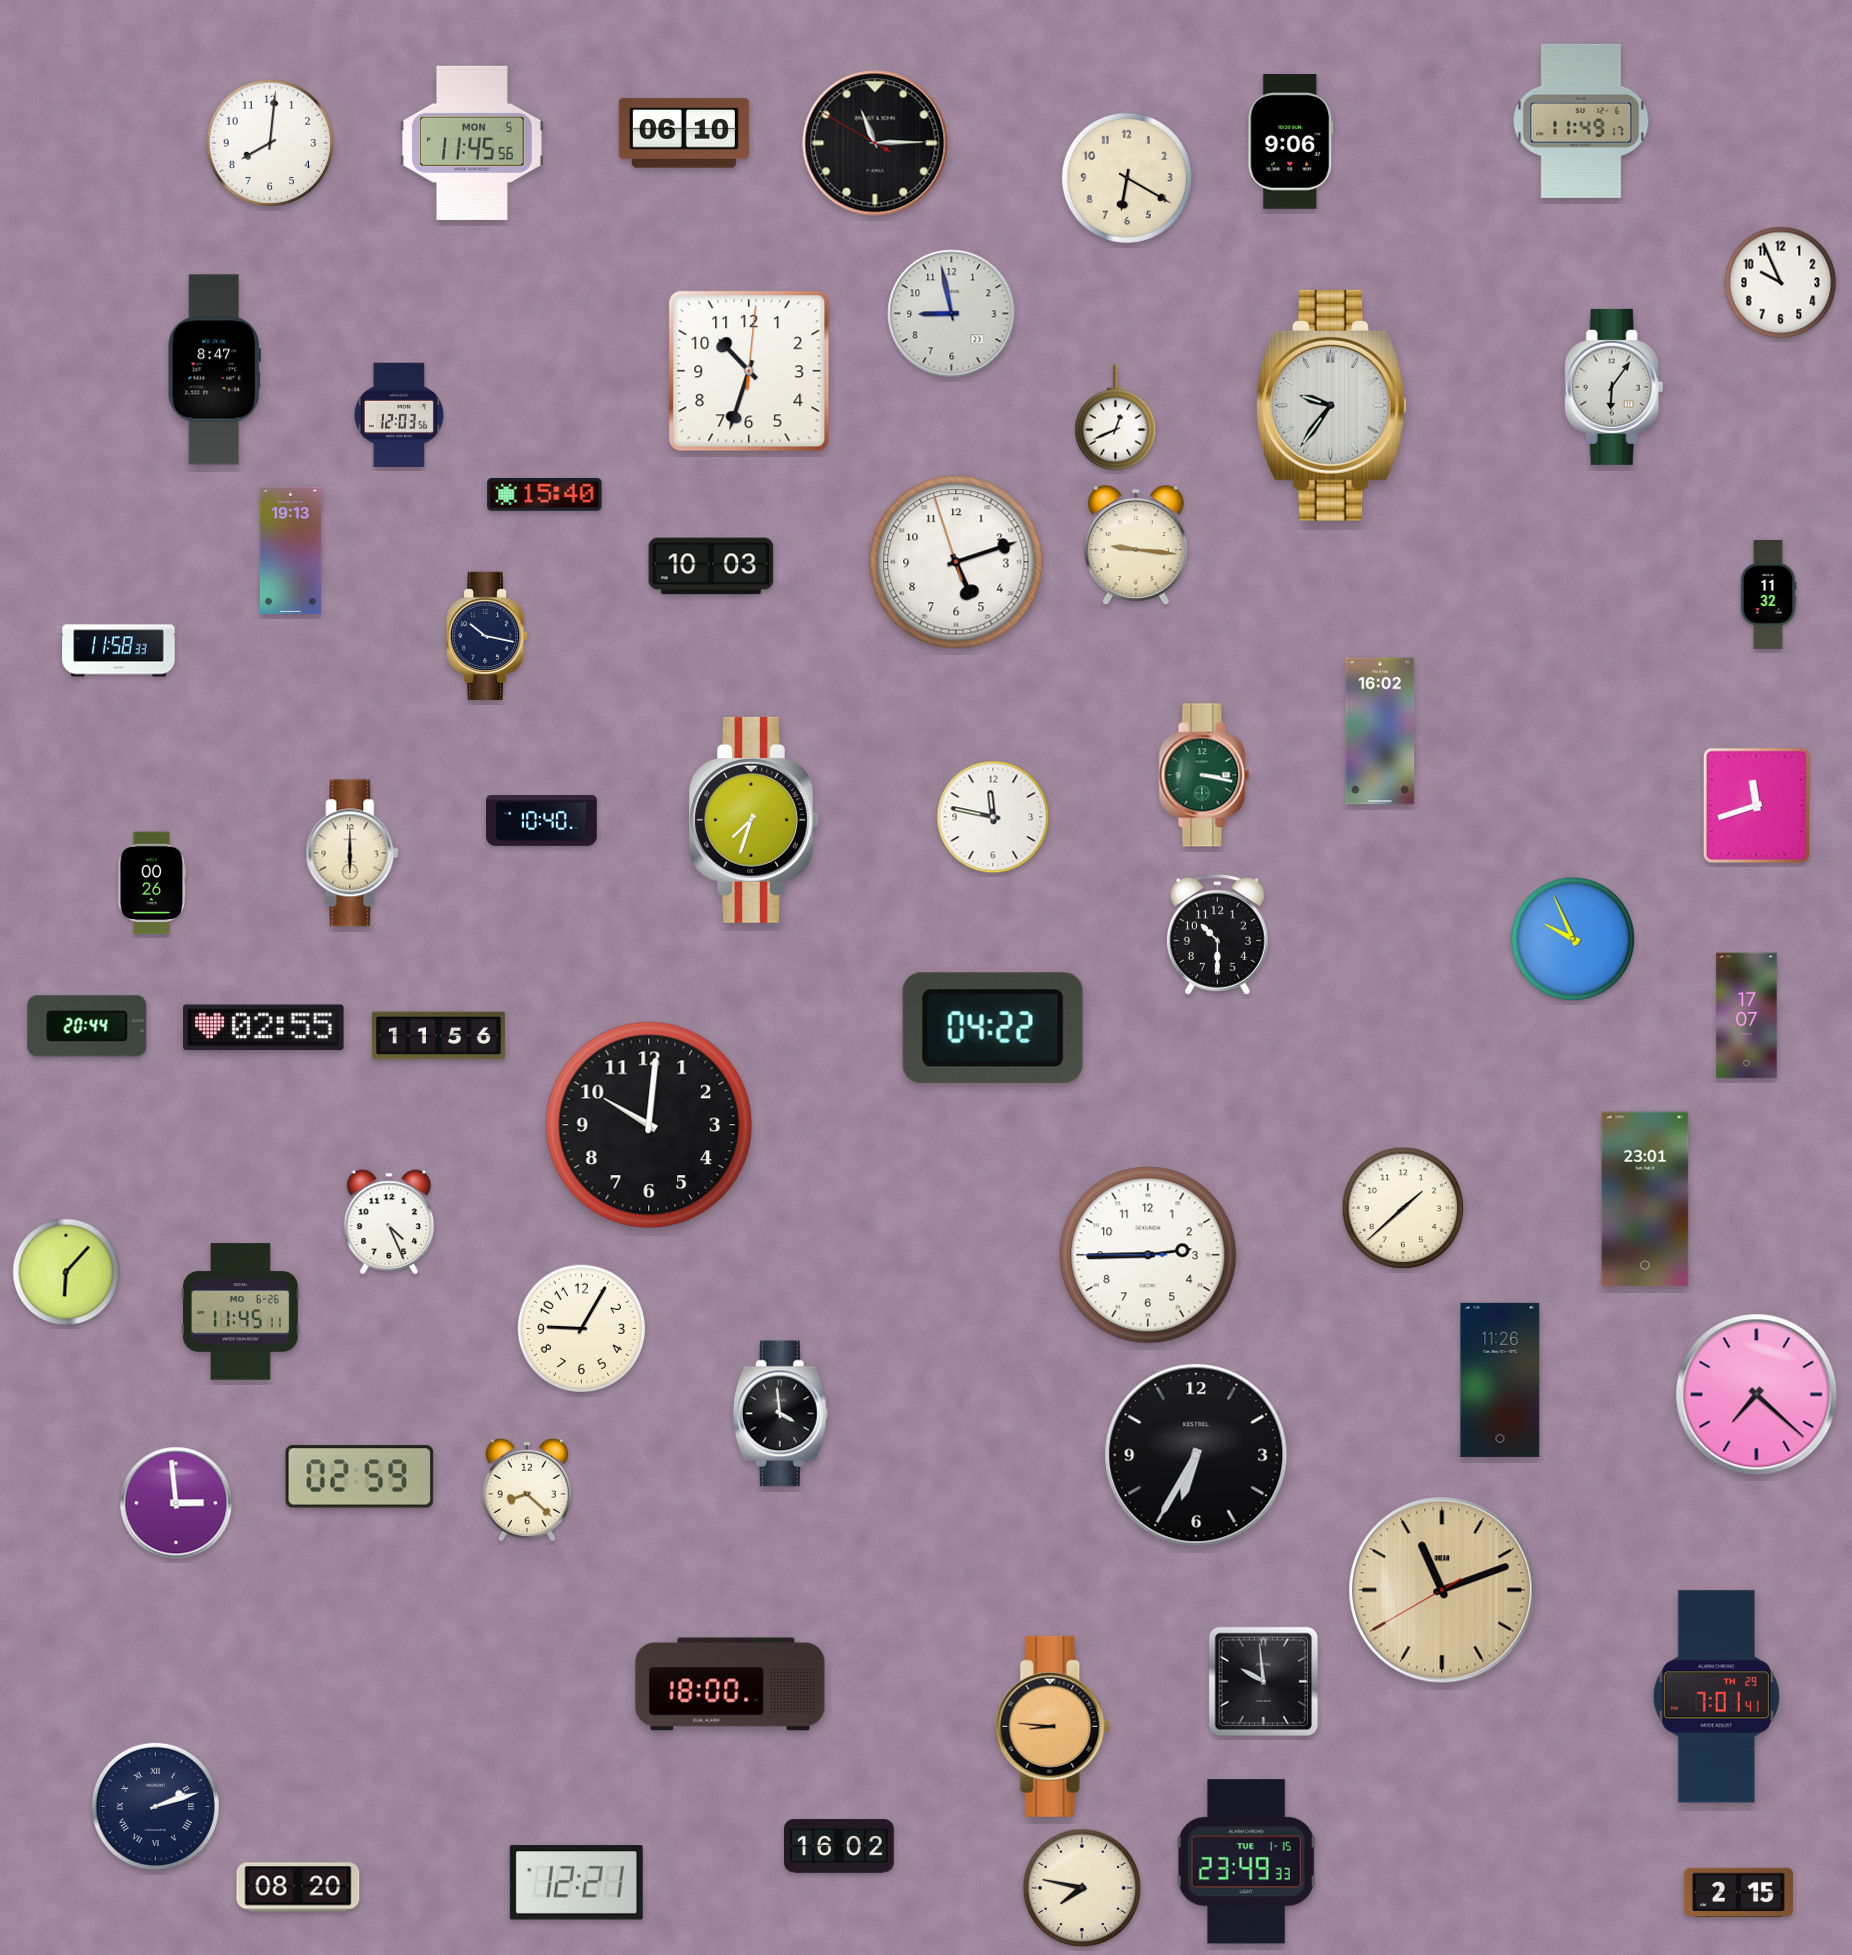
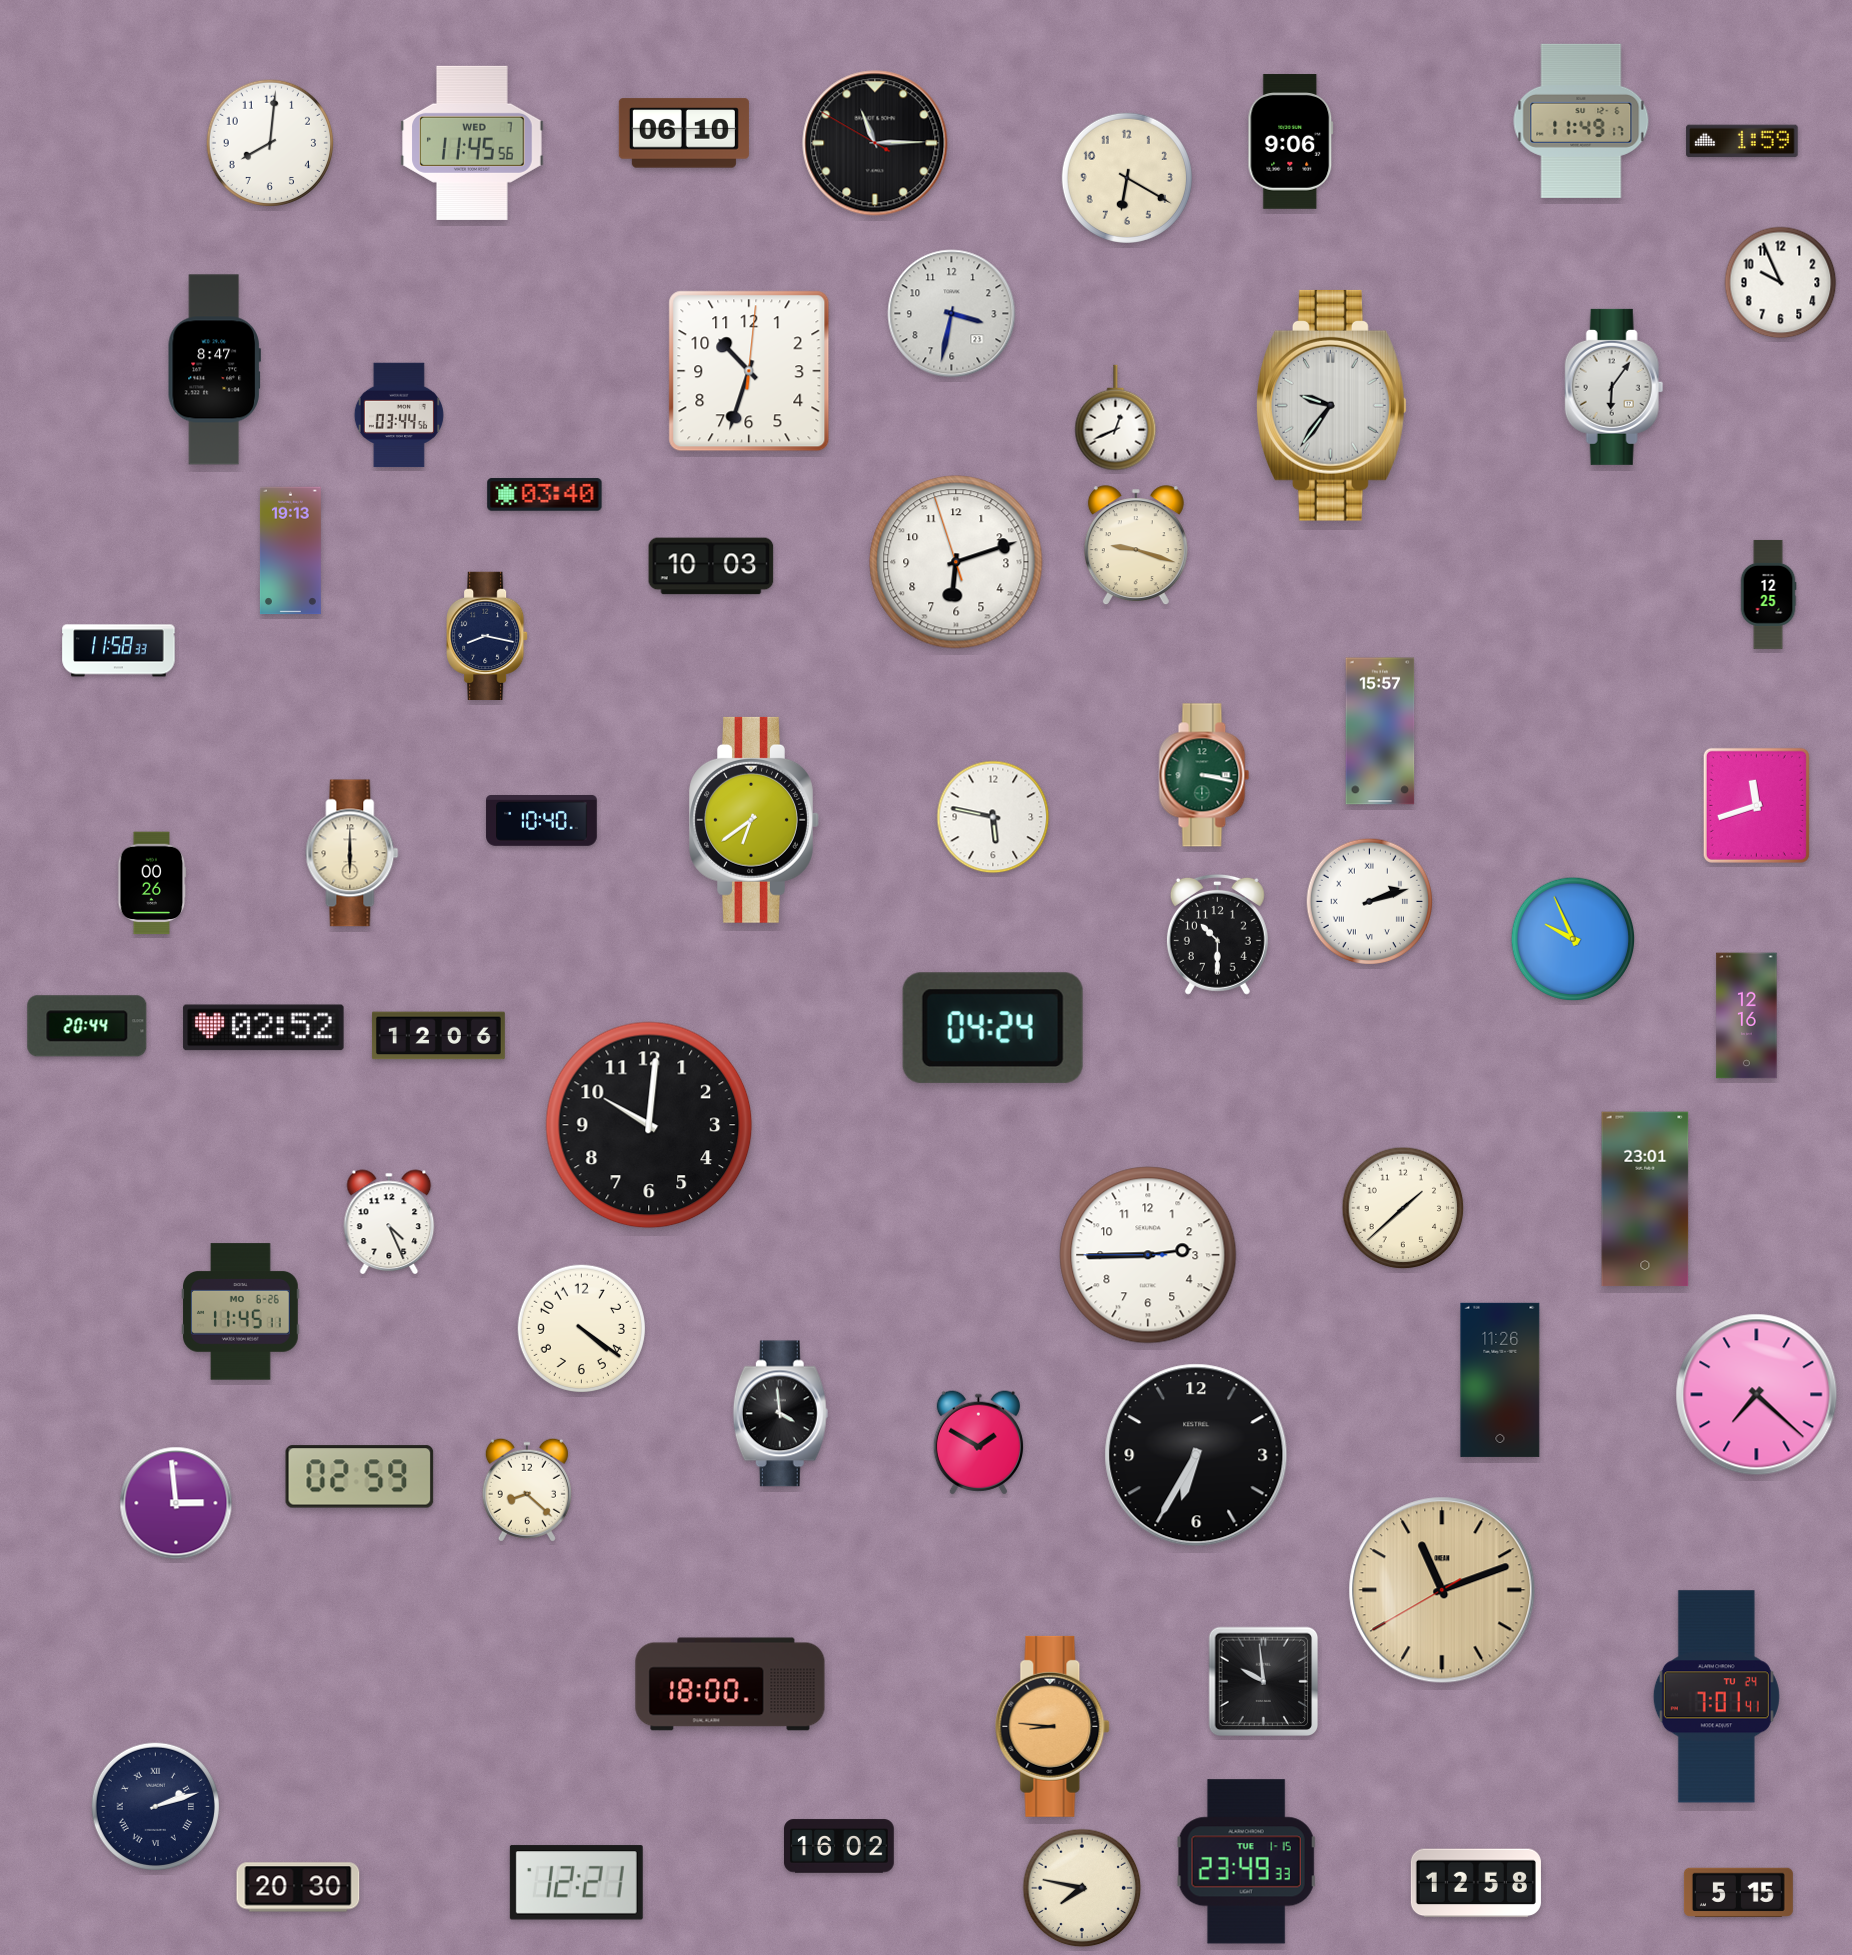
clock at (1742, 141): none -> 1:59
clock at (472, 143) date: MON 5 -> WED 7
clock at (952, 314): 8:58 -> 3:32
clock at (399, 415): 12:03 -> 03:44
clock at (545, 495): 15:40 -> 03:40
clock at (1136, 546): 9:16 -> 9:18
clock at (956, 562): 5:11 -> 6:11
clock at (1768, 594): 11:32 -> 12:25
clock at (487, 635): 10:17 -> 8:17
clock at (1380, 731): 16:02 -> 15:57
clock at (993, 817): 11:47 -> 5:47
clock at (754, 820): 7:33 -> 6:39
clock at (1369, 901): none -> 2:12
clock at (1747, 1016): 17:07 -> 12:16
clock at (264, 1028): 02:55 -> 02:52
clock at (993, 1028): 04:22 -> 04:24
clock at (438, 1036): 11:56 -> 12:06
clock at (66, 1272): 6:07 -> none
clock at (581, 1328): 9:05 -> 4:21
clock at (978, 1443): none -> 1:50
clock at (1716, 1697) date: TH 29 -> TU 24
clock at (1476, 1883): none -> 12:58
clock at (298, 1887): 08:20 -> 20:30
clock at (1738, 1892): 2:15 -> 5:15
